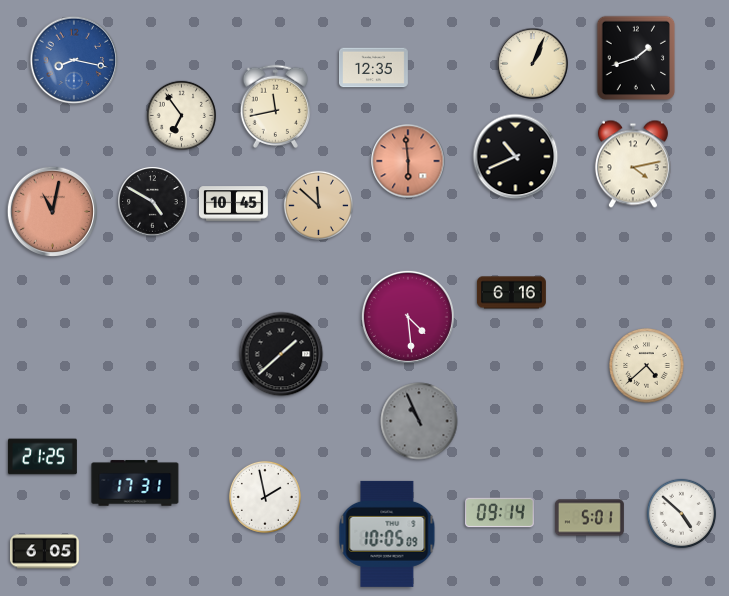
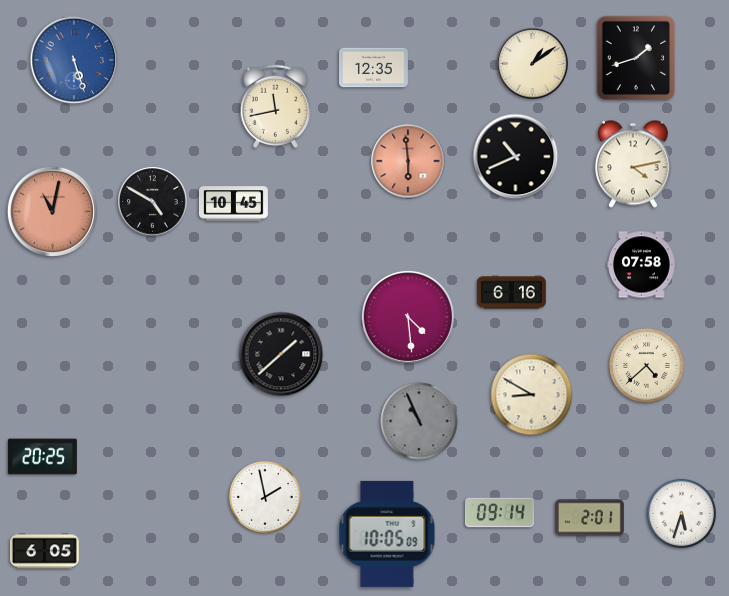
clock at (74, 60): 8:17 -> 5:27
clock at (533, 64): 1:04 -> 1:09
clock at (182, 116): 6:54 -> none
clock at (319, 206): 11:52 -> none
clock at (641, 265): none -> 07:58
clock at (532, 395): none -> 8:50
clock at (42, 457): 21:25 -> 20:25
clock at (135, 483): 17:31 -> none
clock at (682, 514): 4:52 -> 5:33
clock at (589, 518): 5:01 -> 2:01
